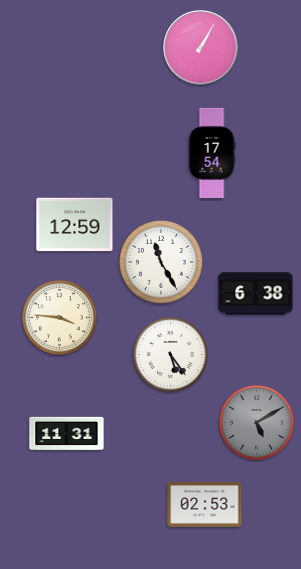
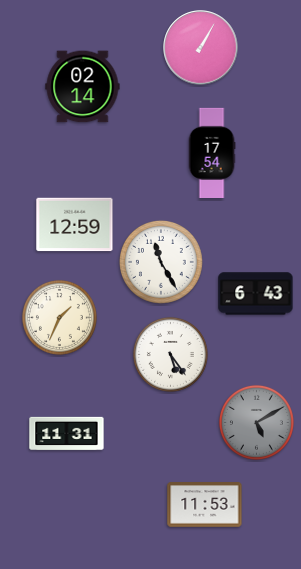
clock at (83, 87): none -> 02:14
clock at (256, 294): 6:38 -> 6:43
clock at (59, 317): 3:46 -> 1:34
clock at (205, 505): 02:53 -> 11:53
